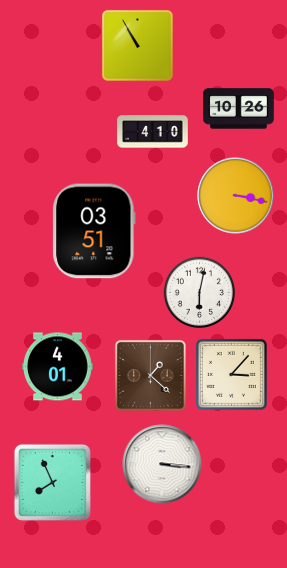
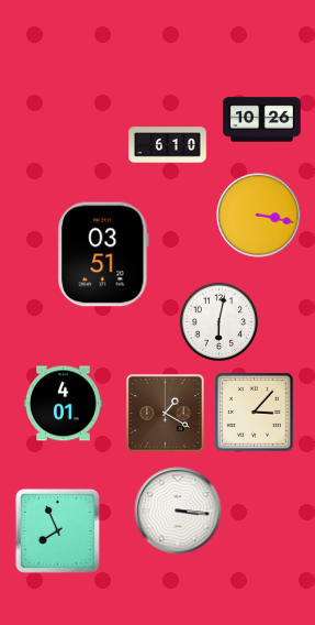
clock at (137, 45): 10:55 -> none
clock at (153, 132): 4:10 -> 6:10
clock at (150, 375): 1:22 -> 1:20
